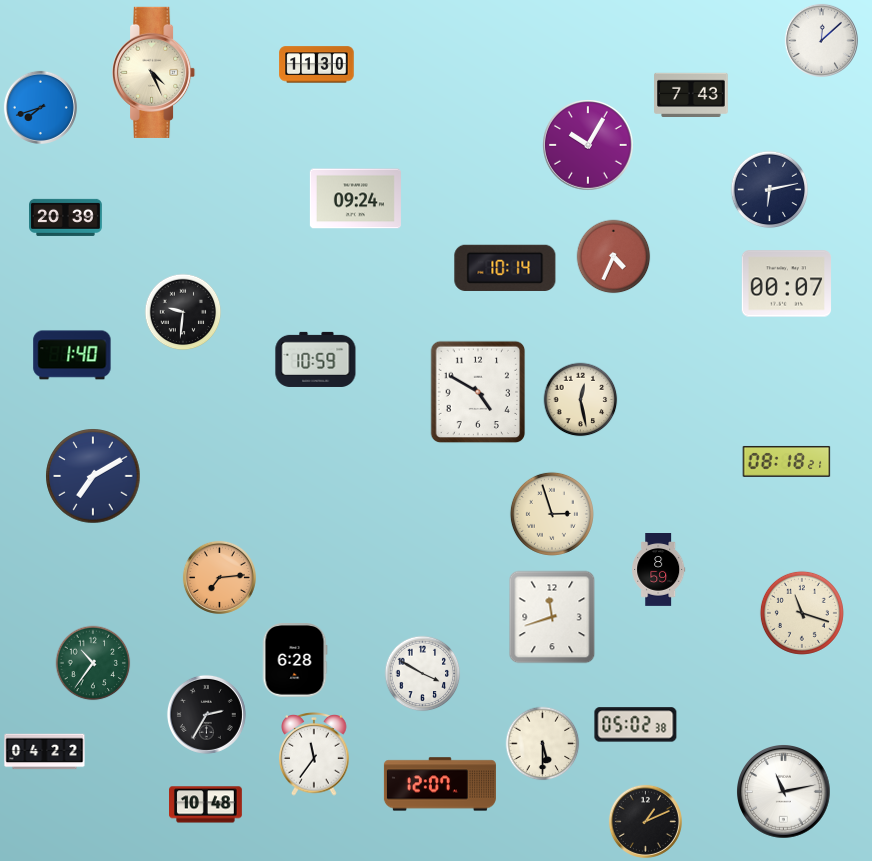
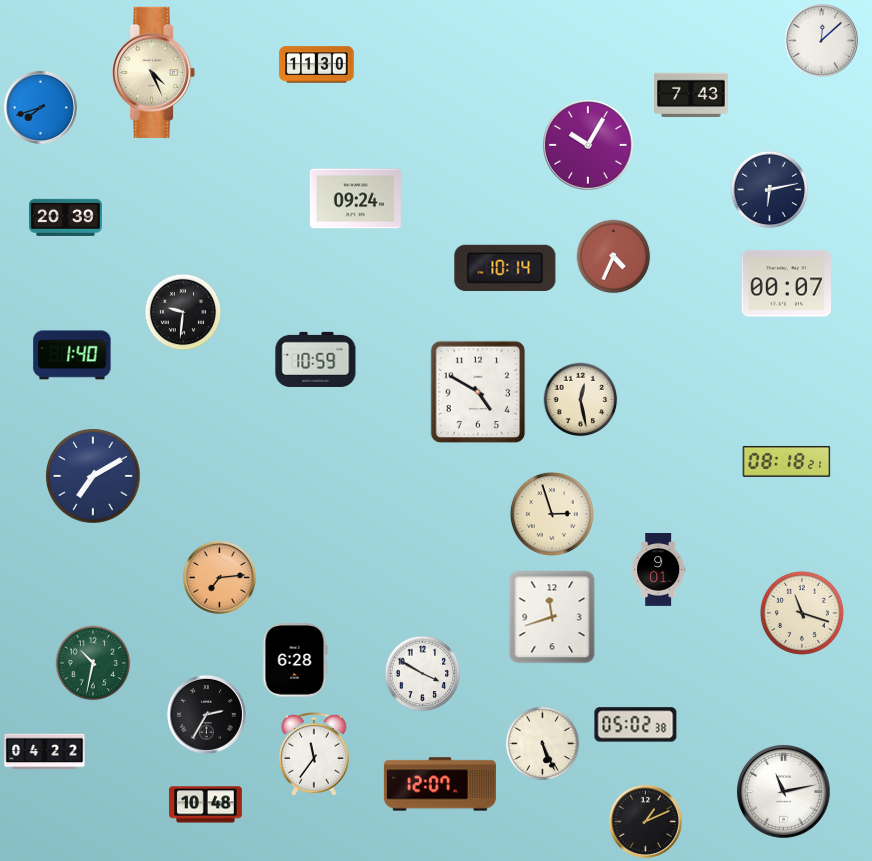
clock at (659, 570): 8:59 -> 9:01
clock at (93, 663): 10:36 -> 10:32
clock at (543, 744): 5:30 -> 5:26
